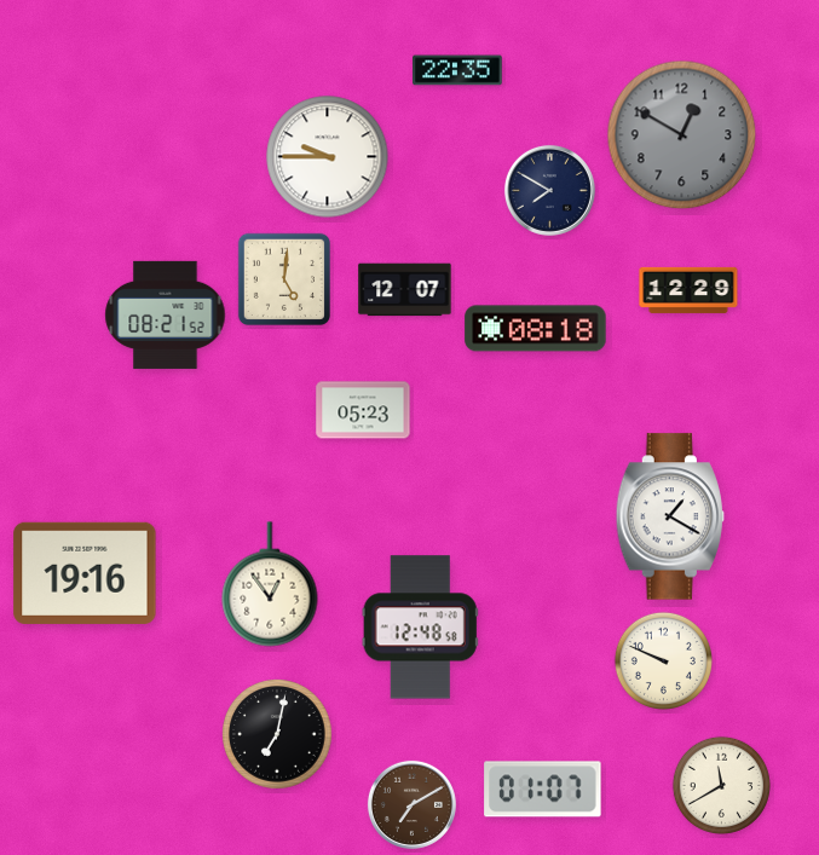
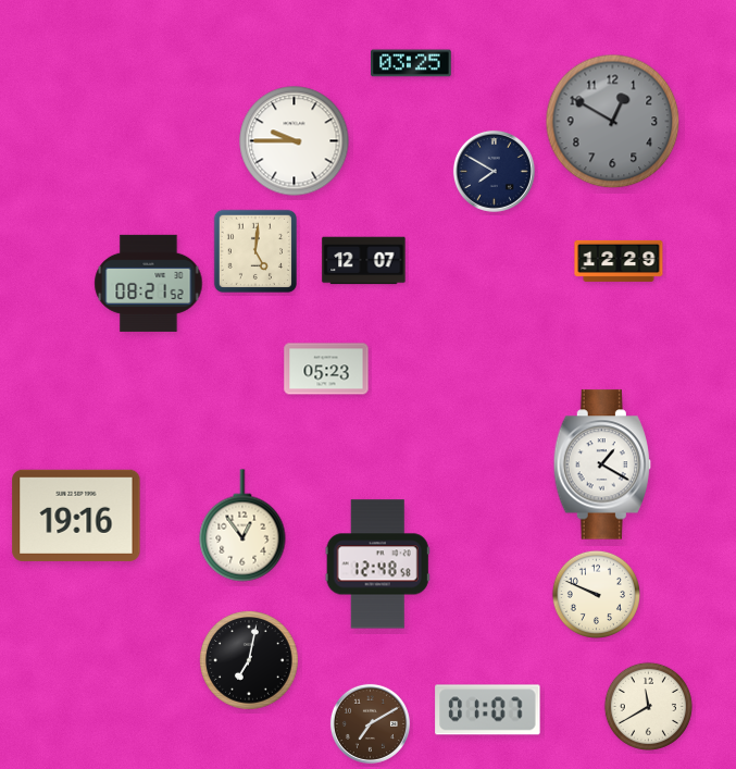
clock at (457, 70): 22:35 -> 03:25
clock at (536, 329): 08:18 -> none
